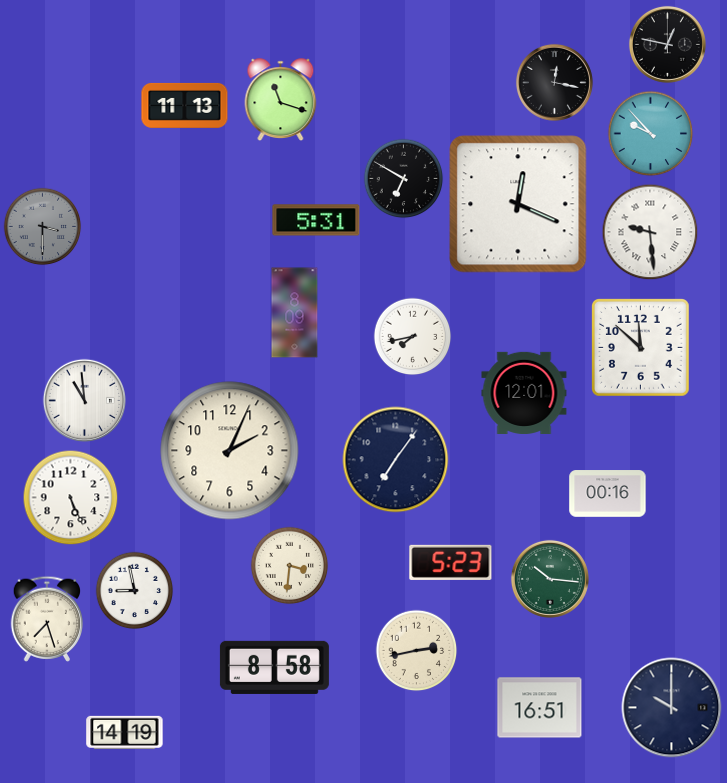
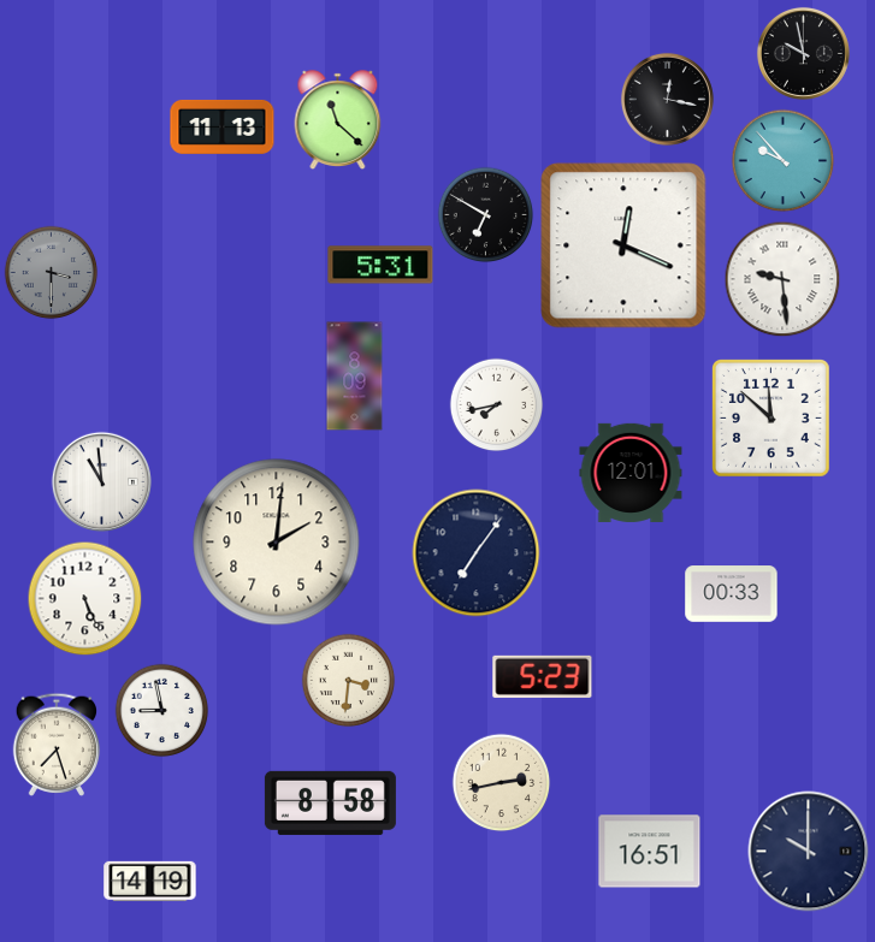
clock at (667, 44): 12:47 -> 9:58
clock at (281, 99): 11:18 -> 11:22
clock at (230, 451): 2:04 -> 2:01
clock at (608, 494): 00:16 -> 00:33
clock at (550, 579): 10:16 -> none
